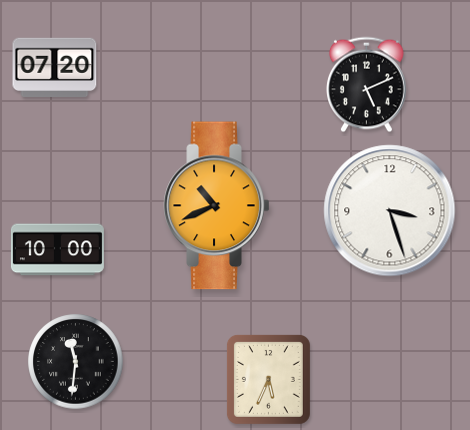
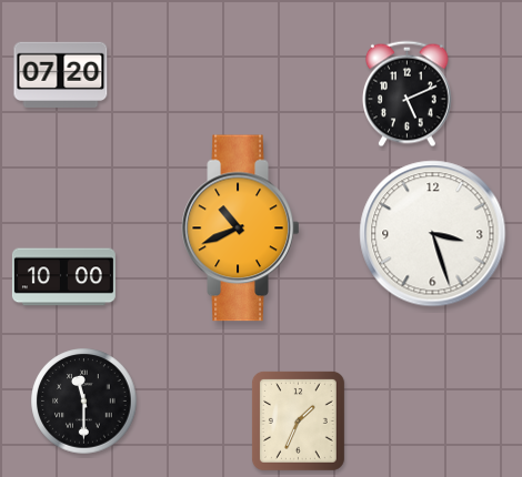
clock at (76, 362): 11:31 -> 11:30
clock at (268, 379): 5:34 -> 1:34
